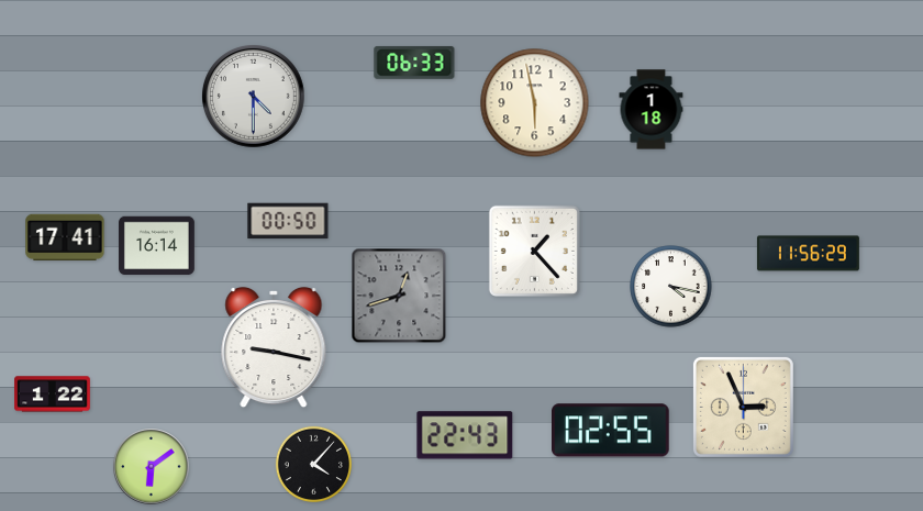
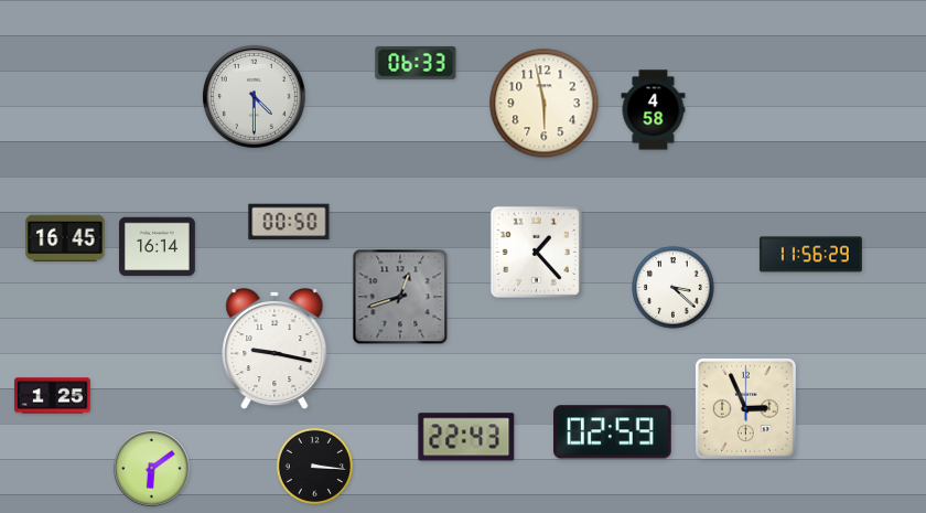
clock at (535, 103) position: (535, 103) -> (545, 104)
clock at (652, 110): 1:18 -> 4:58
clock at (65, 237): 17:41 -> 16:45
clock at (671, 287): 4:17 -> 3:22
clock at (53, 395): 1:22 -> 1:25
clock at (611, 431): 02:55 -> 02:59
clock at (313, 464): 4:07 -> 3:16
